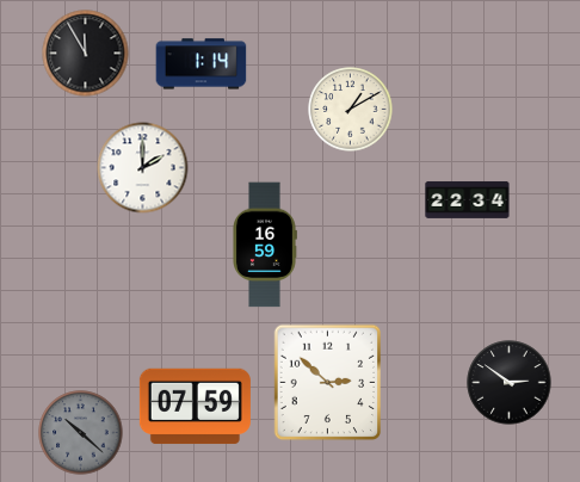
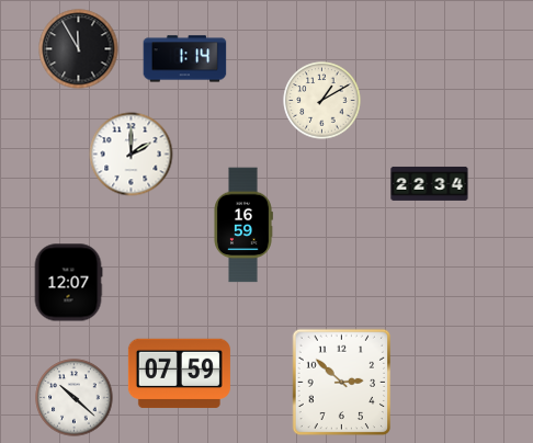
clock at (68, 283): none -> 12:07
clock at (328, 383) position: (328, 383) -> (342, 383)
clock at (510, 383): 2:51 -> none
clock at (81, 433) dial: grey -> white
